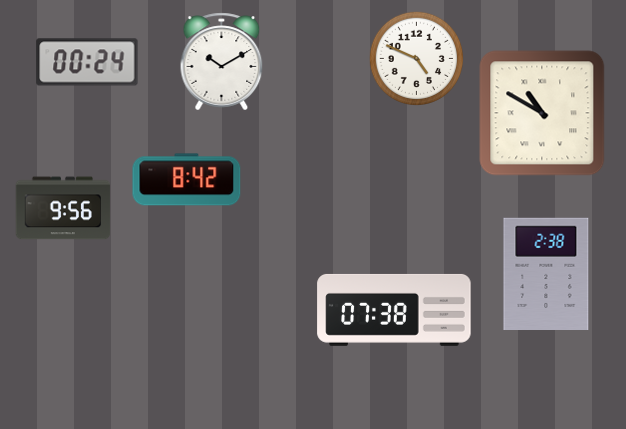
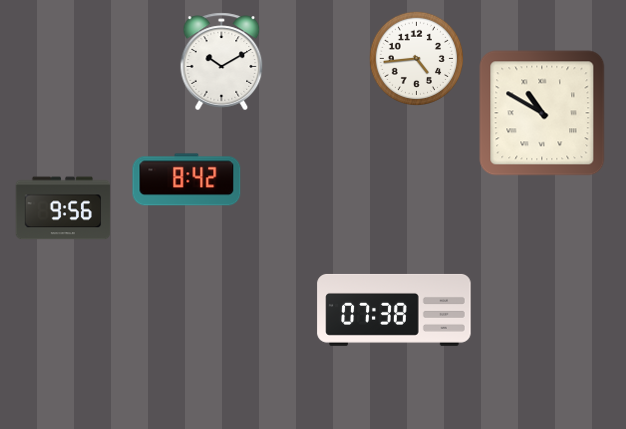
clock at (416, 58): 4:49 -> 4:44
clock at (87, 62): 00:24 -> none
clock at (546, 273): 2:38 -> none
